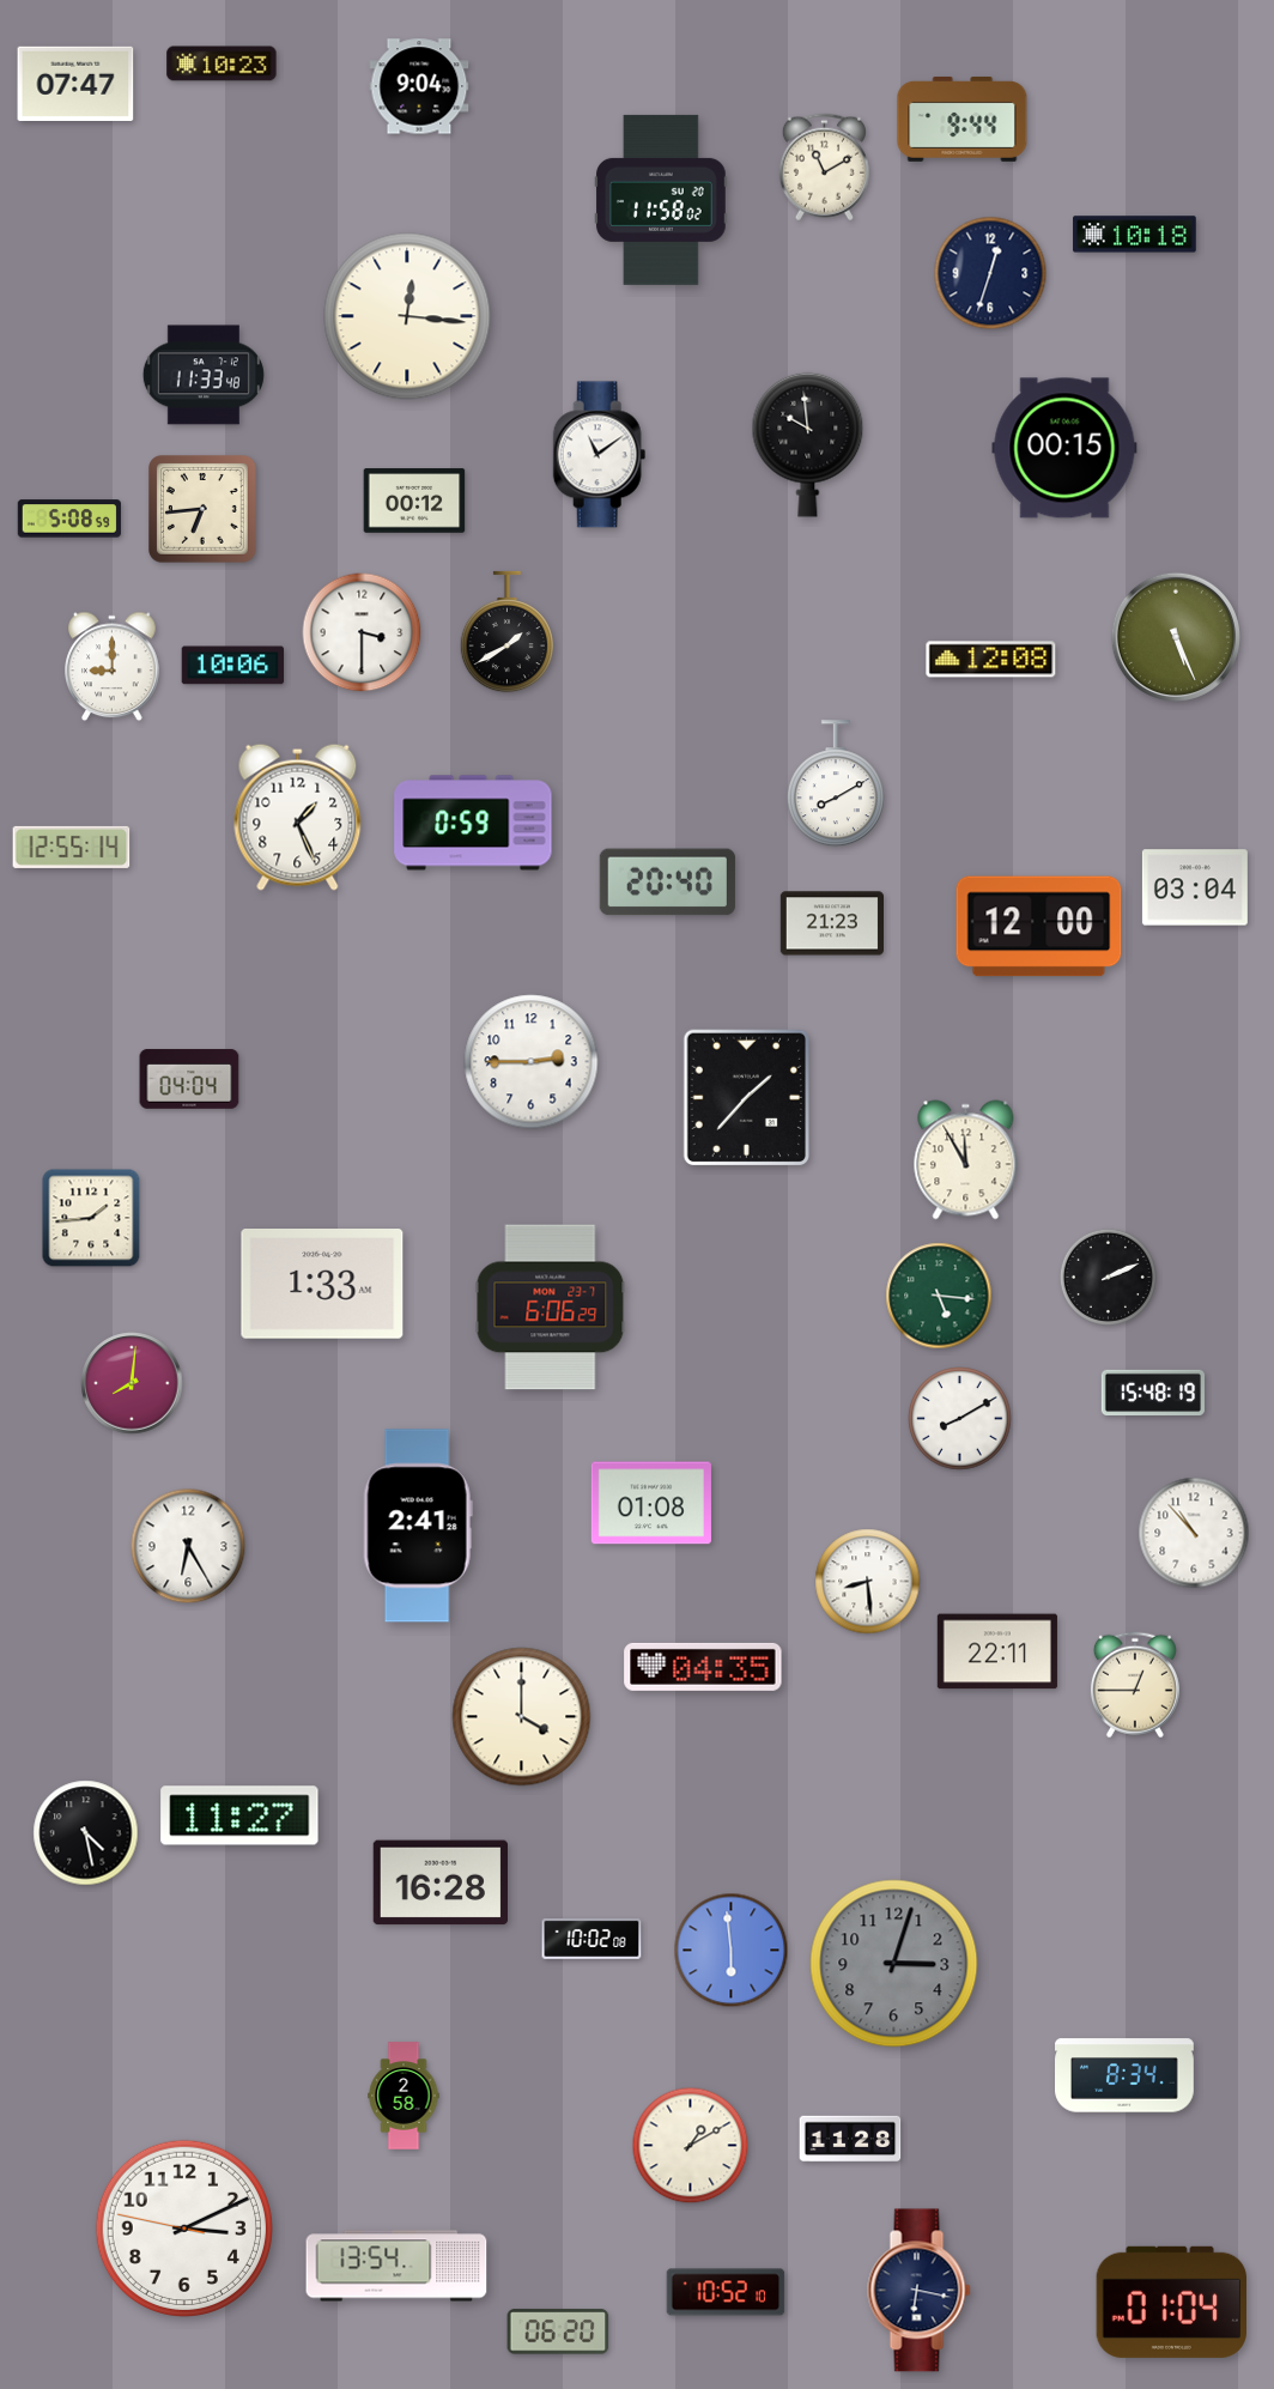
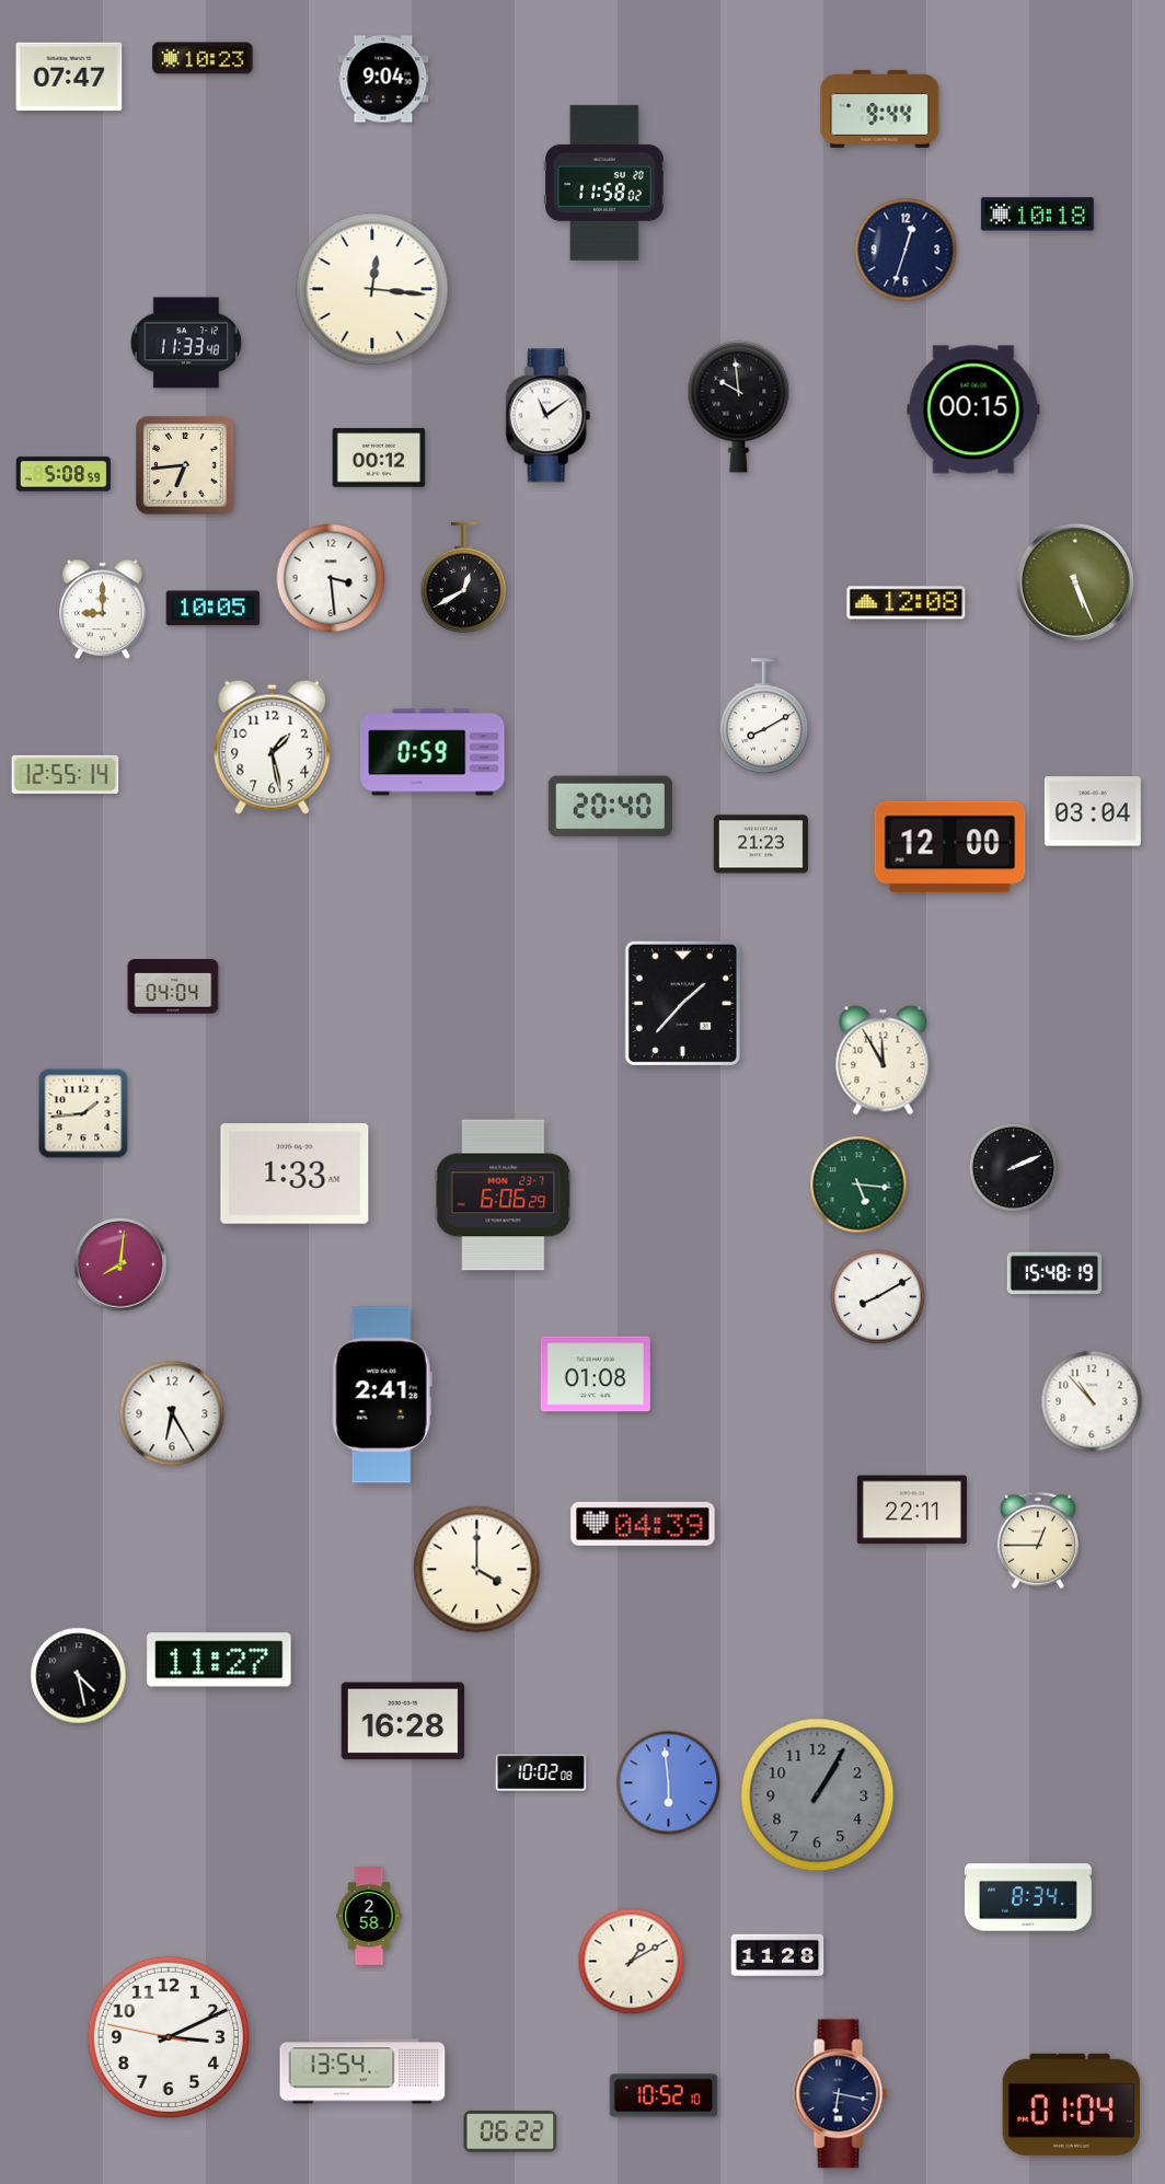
clock at (824, 168): 11:10 -> none
clock at (362, 632): 3:30 -> 3:29
clock at (506, 632): 1:40 -> 12:40
clock at (233, 666): 10:06 -> 10:05
clock at (298, 817): 1:26 -> 1:28
clock at (532, 1062): 2:45 -> none
clock at (868, 1582): 8:29 -> none
clock at (703, 1667): 04:35 -> 04:39
clock at (894, 1964): 3:03 -> 1:05
clock at (558, 2332): 06:20 -> 06:22
